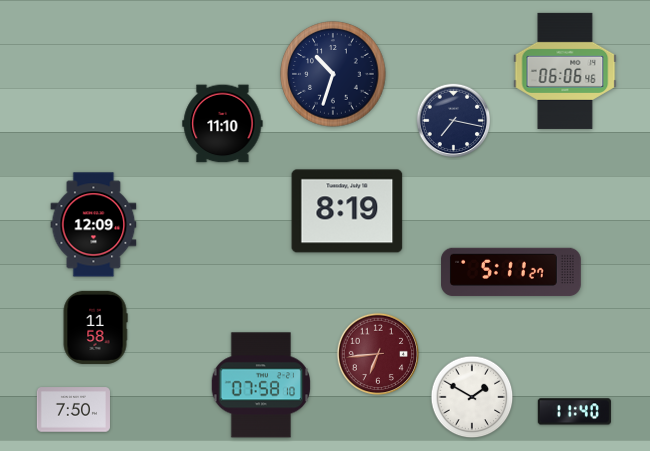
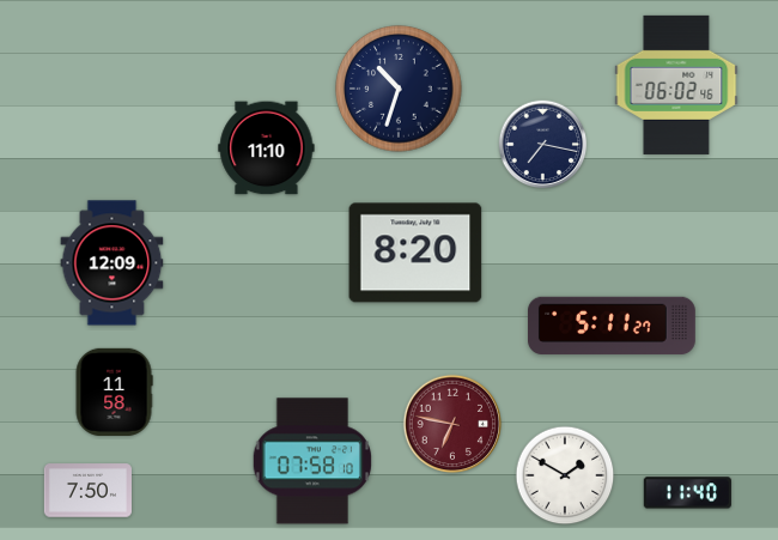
clock at (565, 71): 06:06 -> 06:02
clock at (347, 211): 8:19 -> 8:20
clock at (94, 225) position: (94, 225) -> (113, 263)
clock at (378, 354): 6:44 -> 6:47
